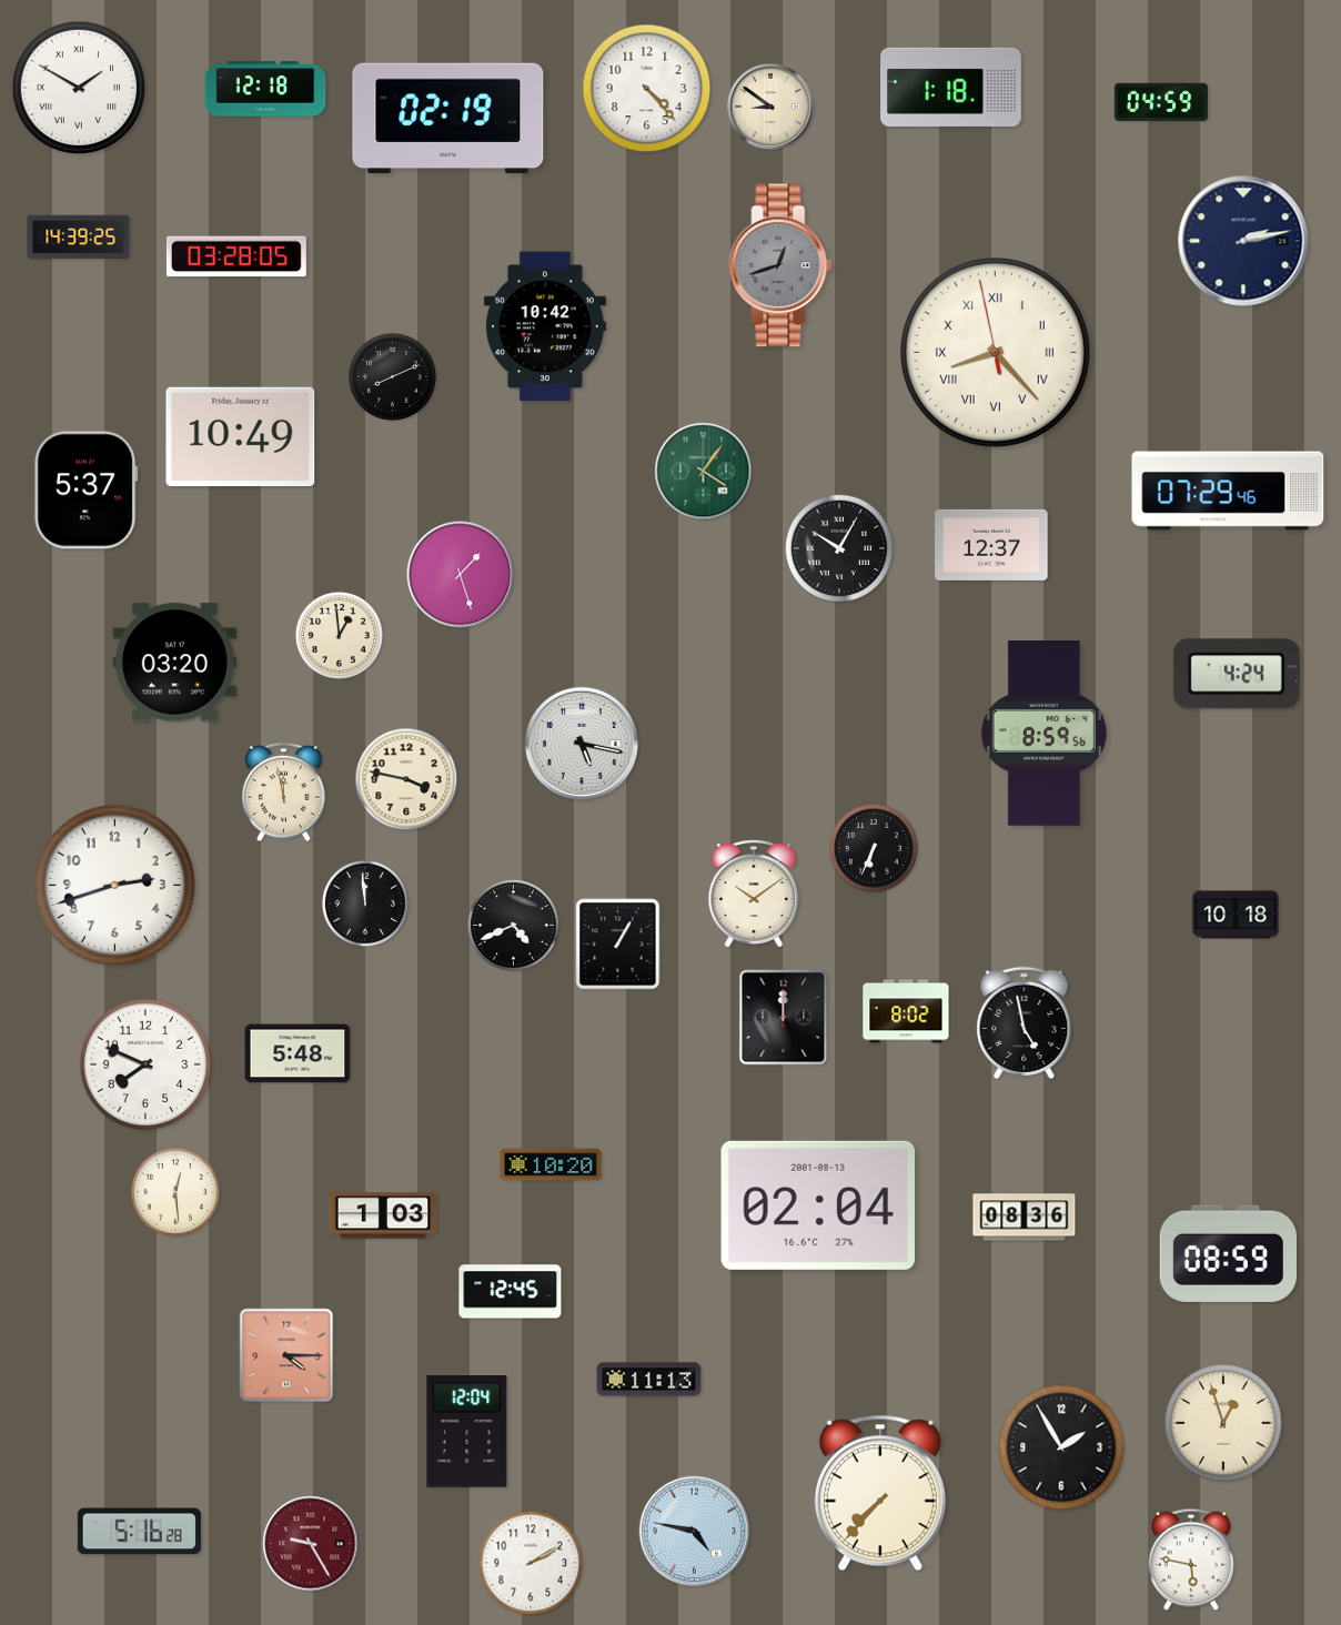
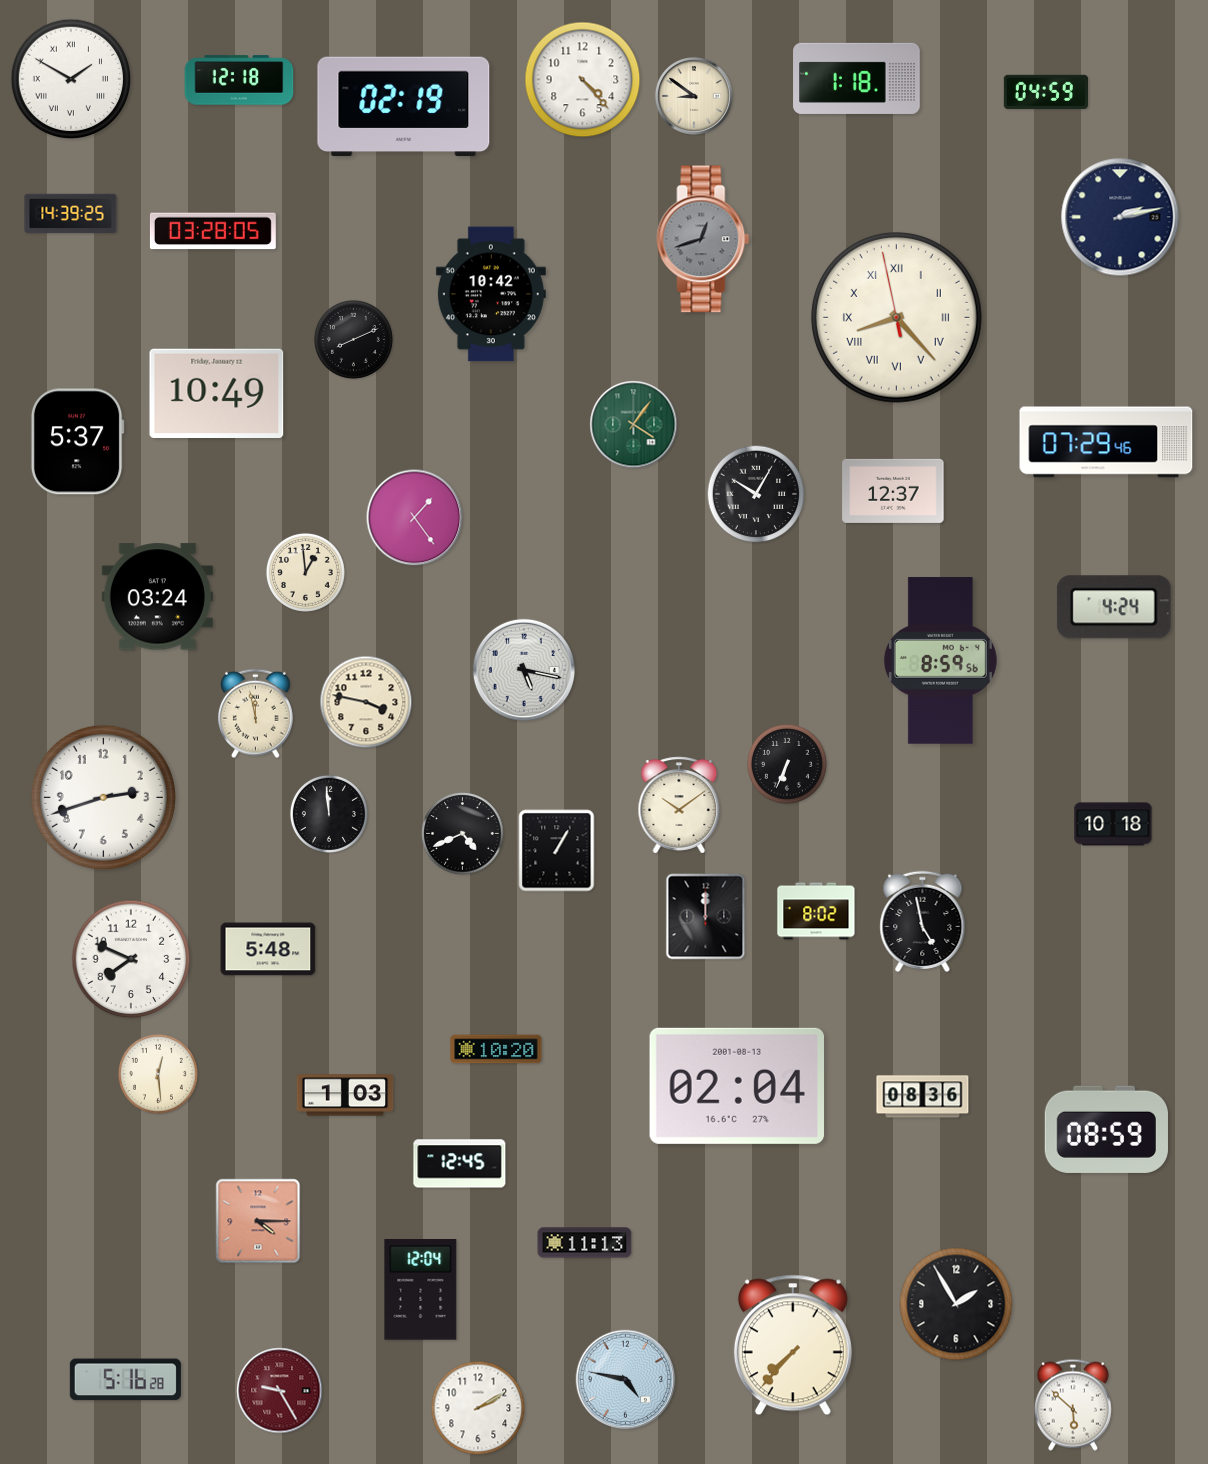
clock at (461, 575): 1:27 -> 1:24
clock at (174, 663): 03:20 -> 03:24
clock at (1223, 1423): 12:57 -> none
clock at (1191, 1560): 5:47 -> 5:52
